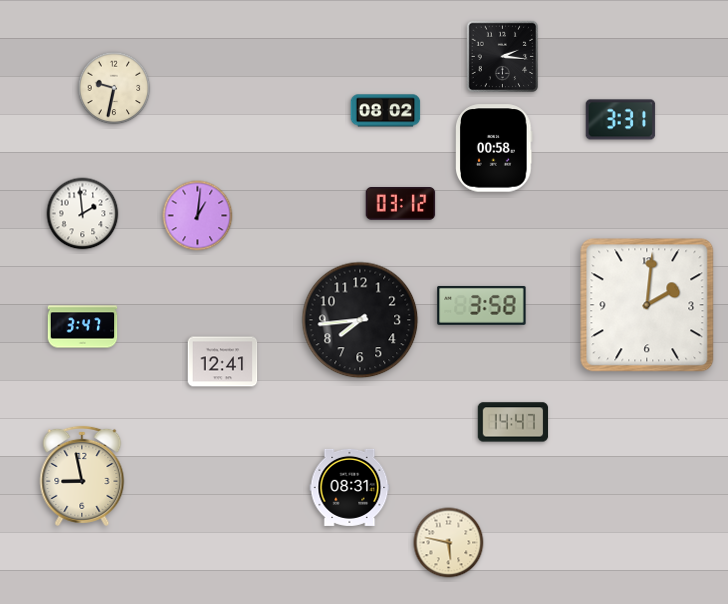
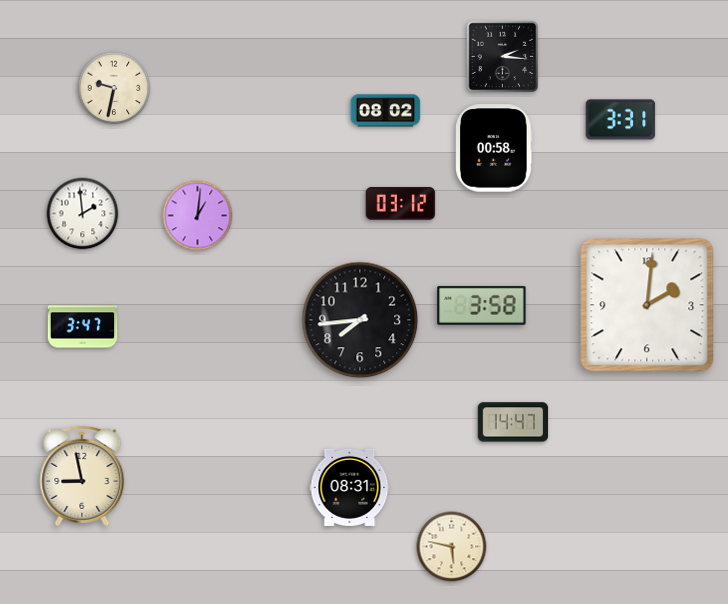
clock at (223, 362): 12:41 -> none
clock at (449, 543) position: (449, 543) -> (452, 547)
